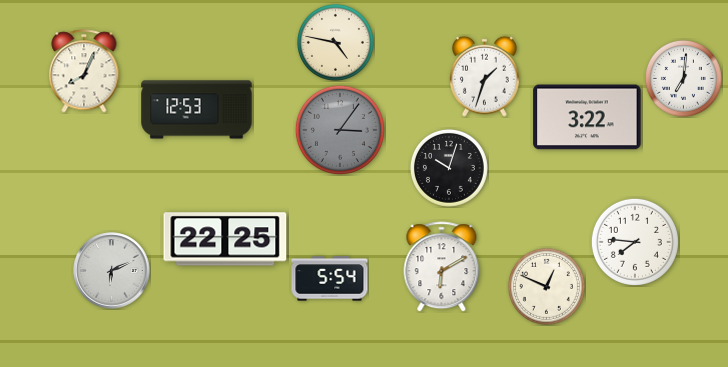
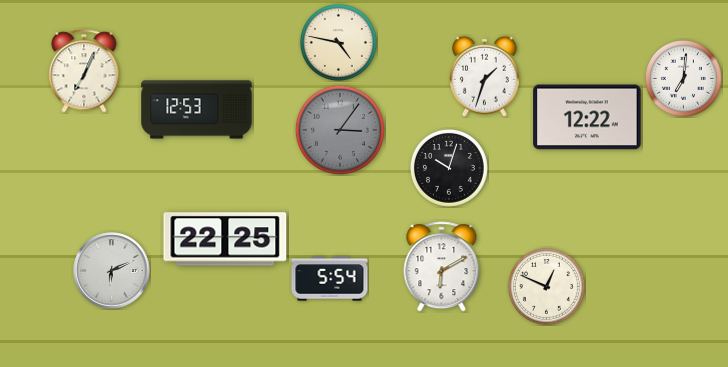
clock at (335, 42) position: (335, 42) -> (338, 42)
clock at (84, 71): 8:04 -> 7:04
clock at (587, 117): 3:22 -> 12:22
clock at (635, 242): 7:46 -> none
